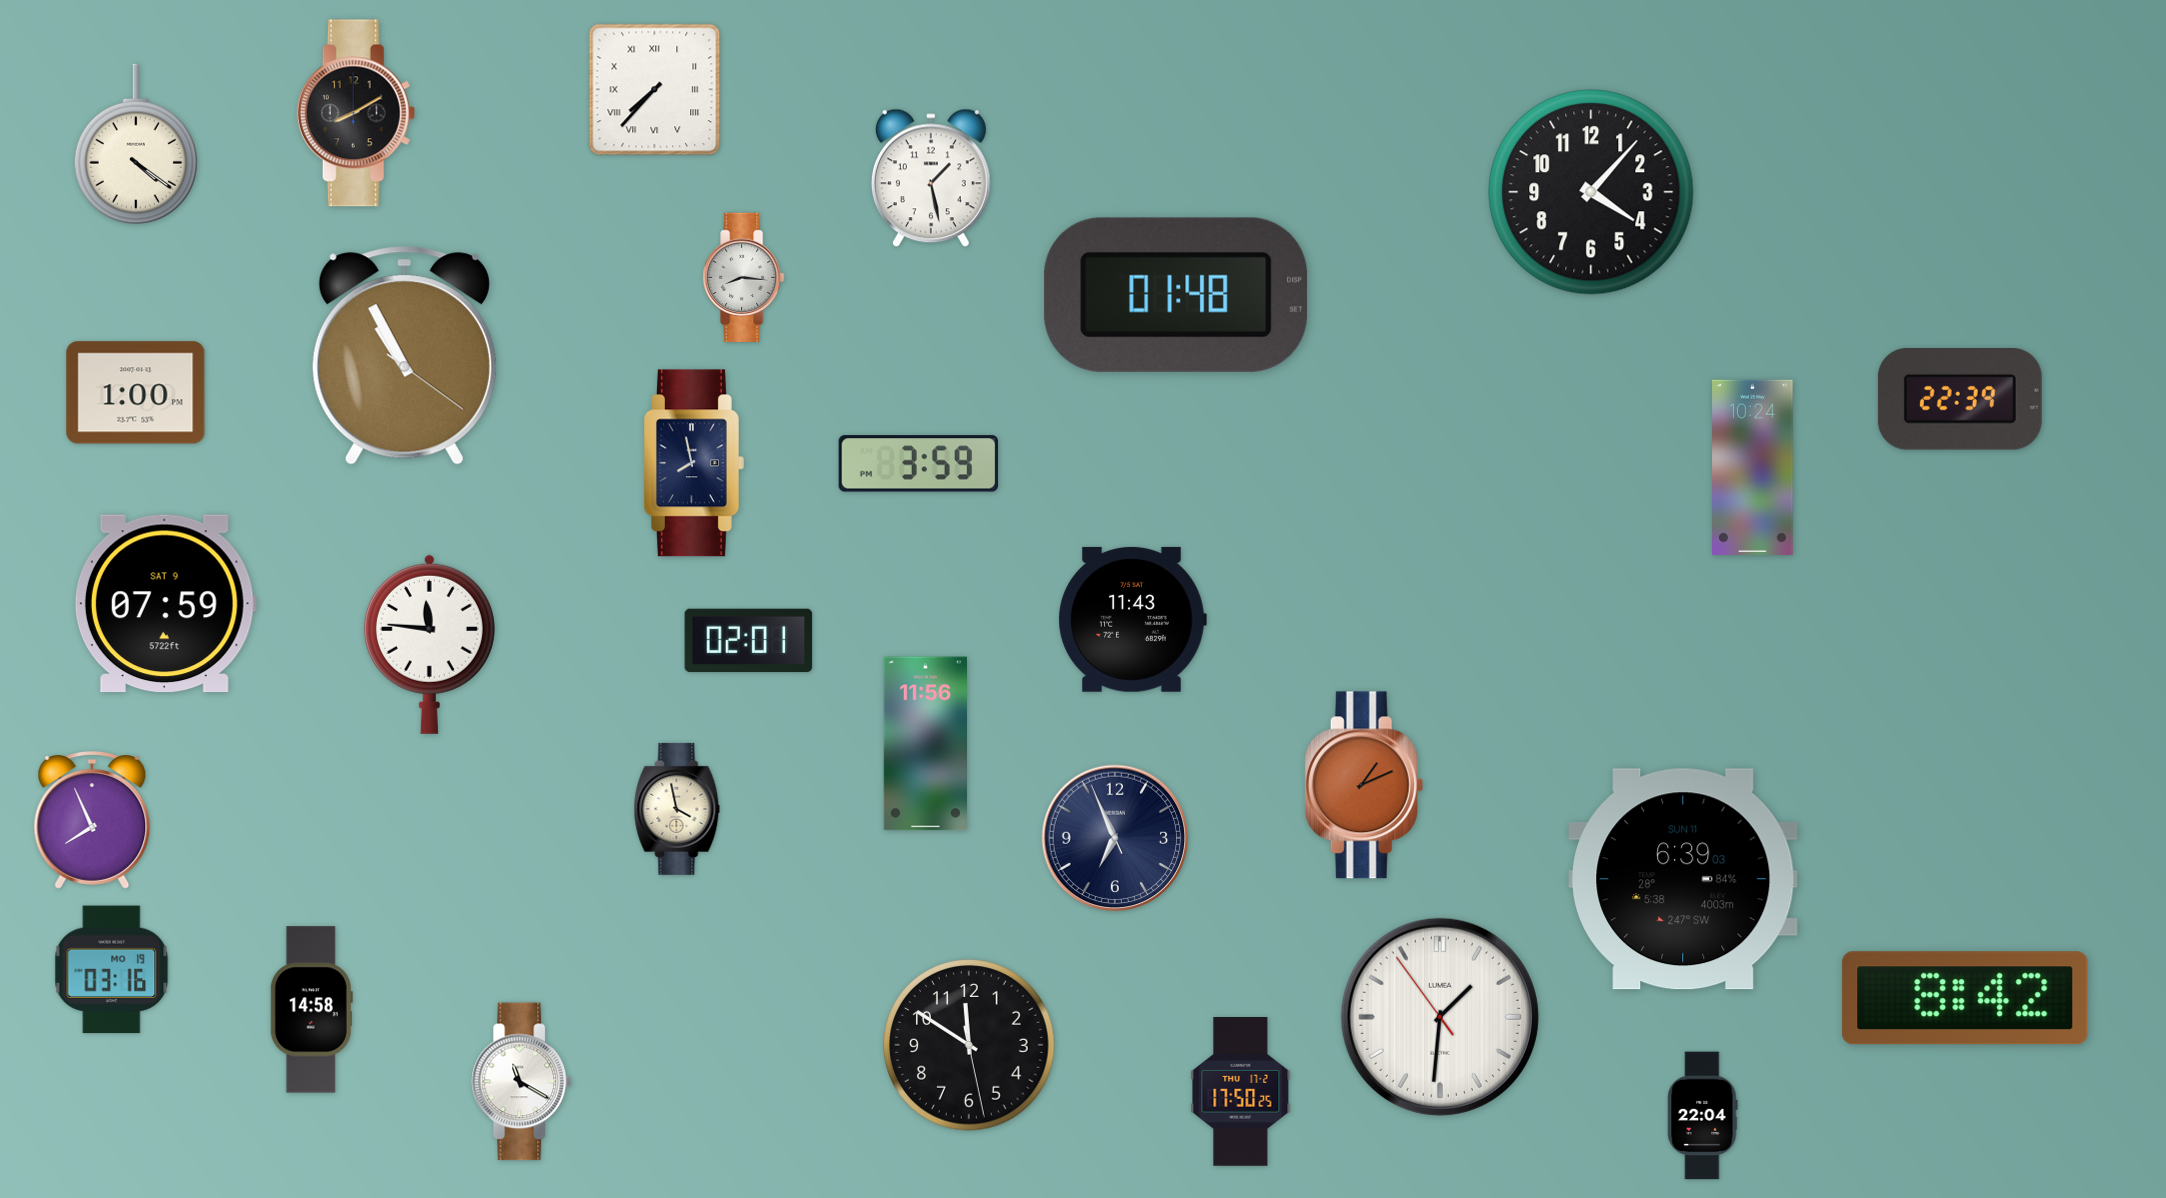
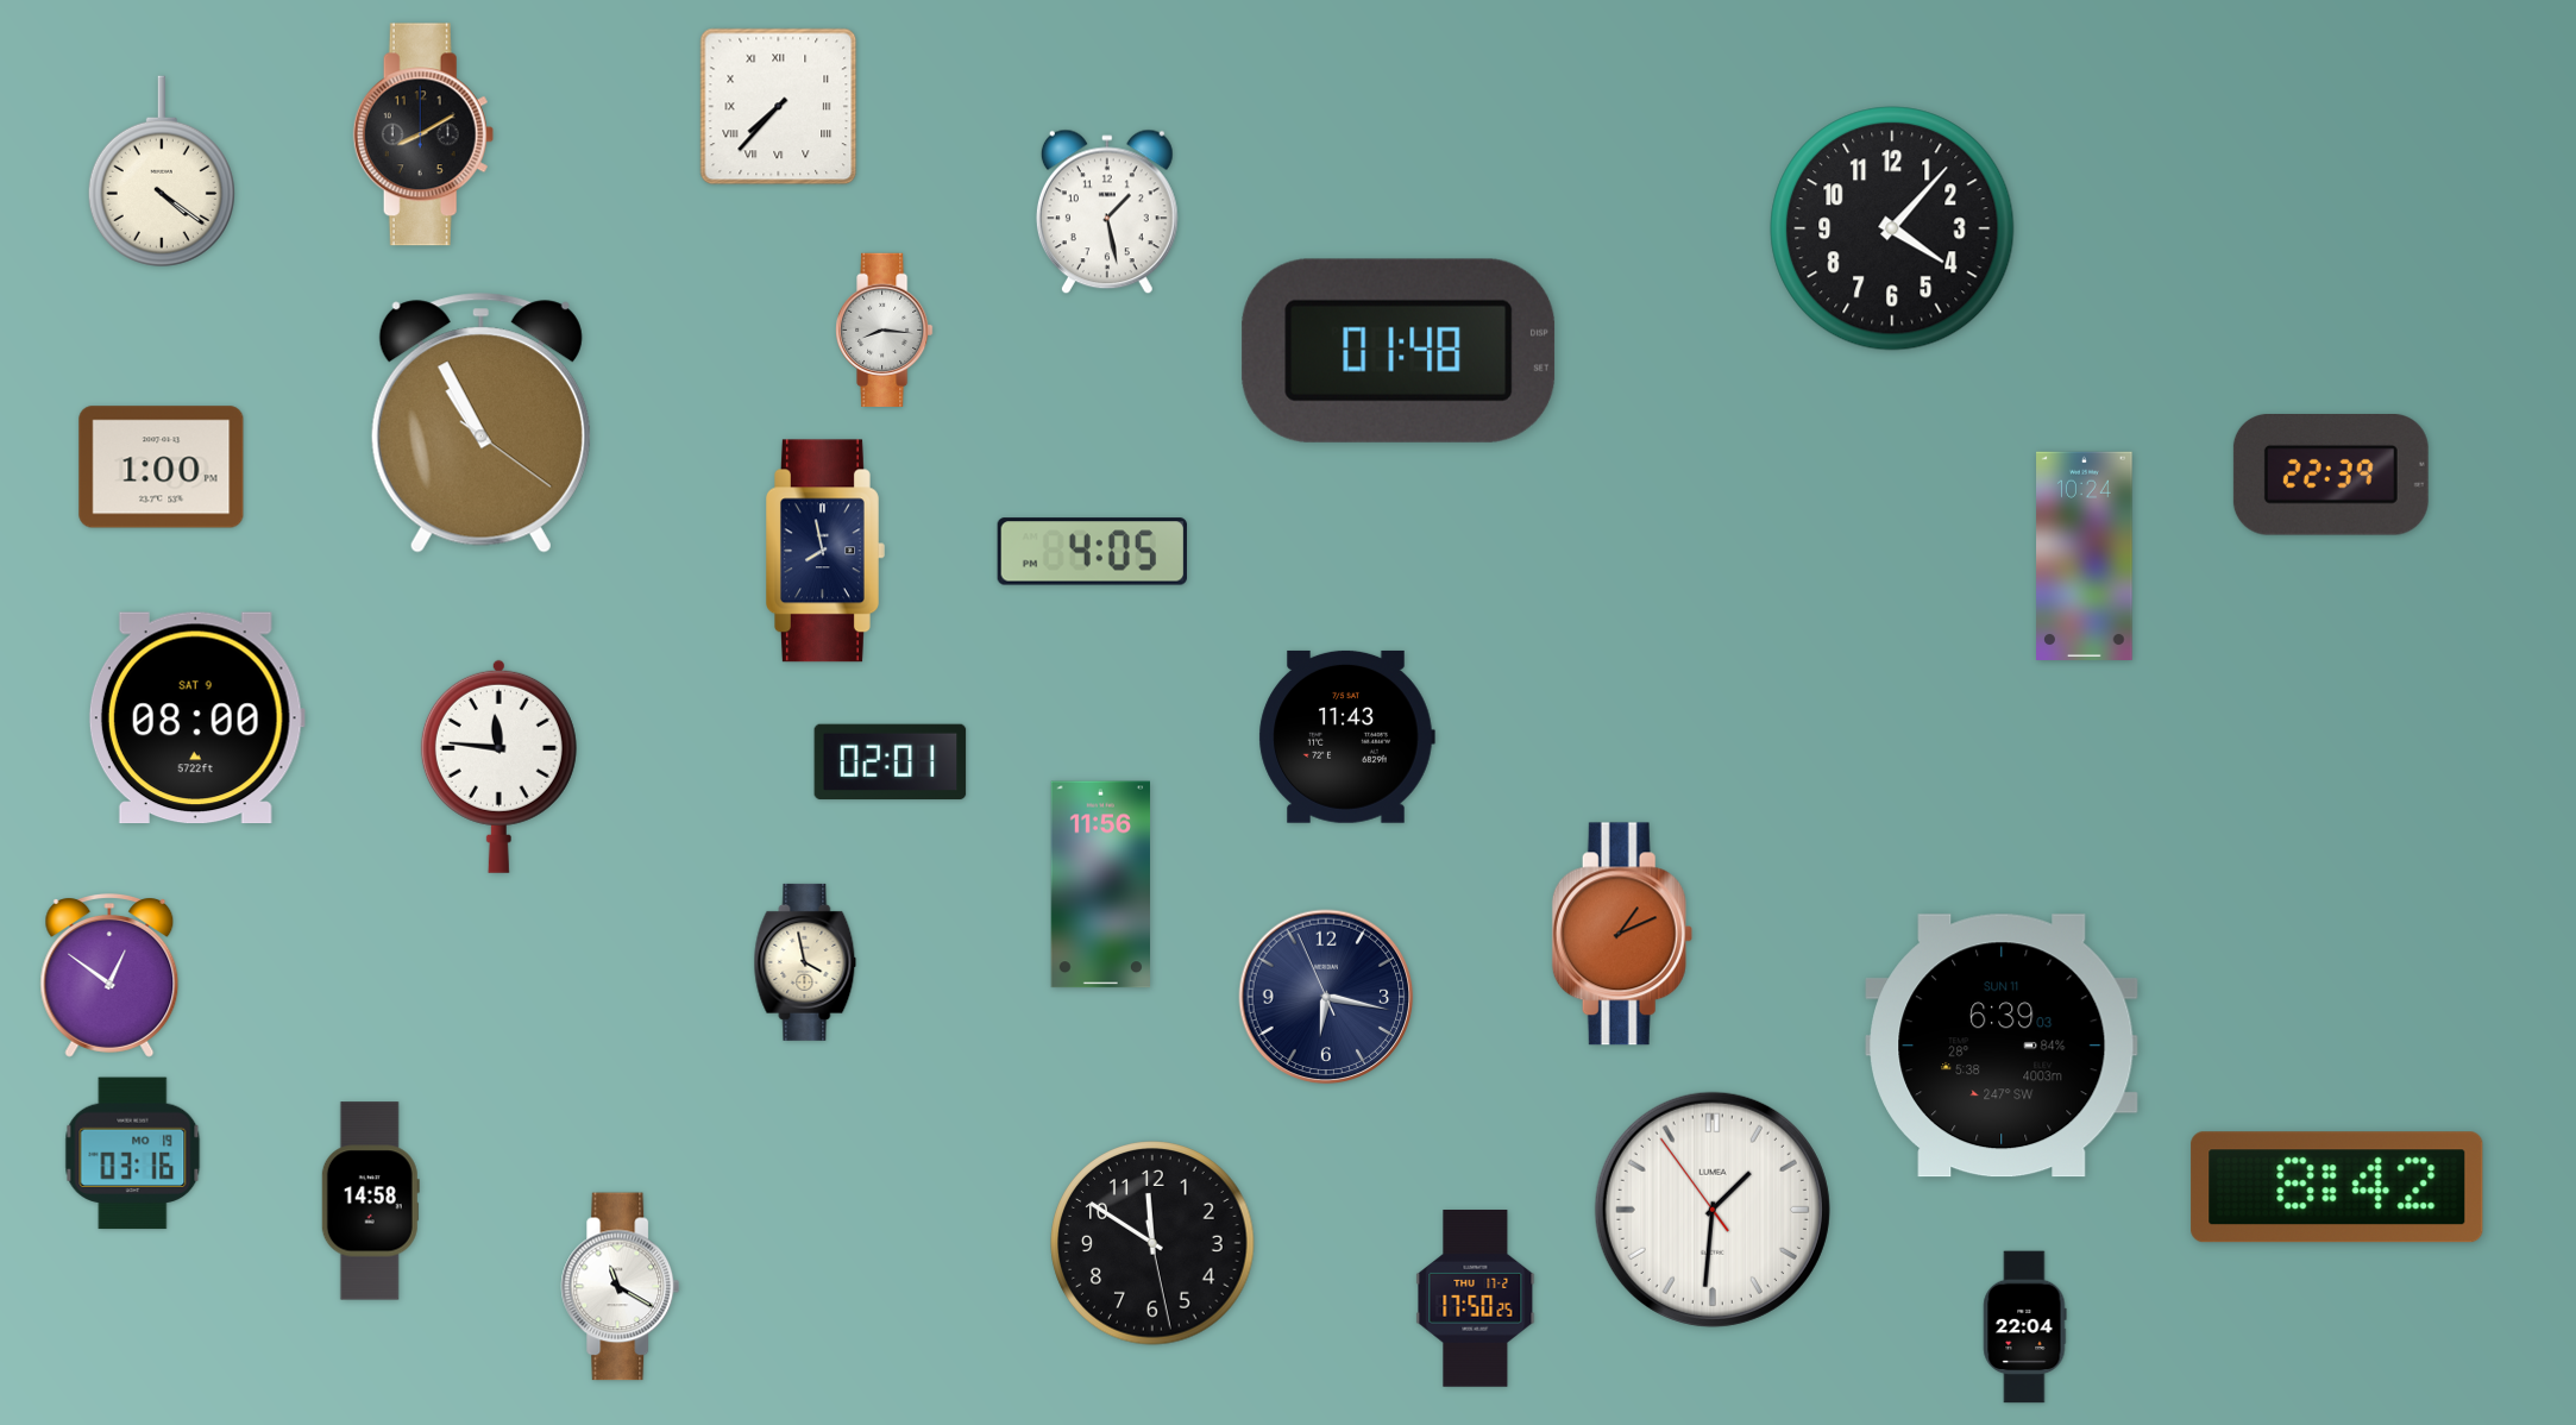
clock at (918, 464): 3:59 -> 4:05
clock at (165, 604): 07:59 -> 08:00
clock at (429, 644) position: (429, 644) -> (498, 766)
clock at (92, 821): 7:56 -> 12:51
clock at (1115, 838): 6:55 -> 6:16
